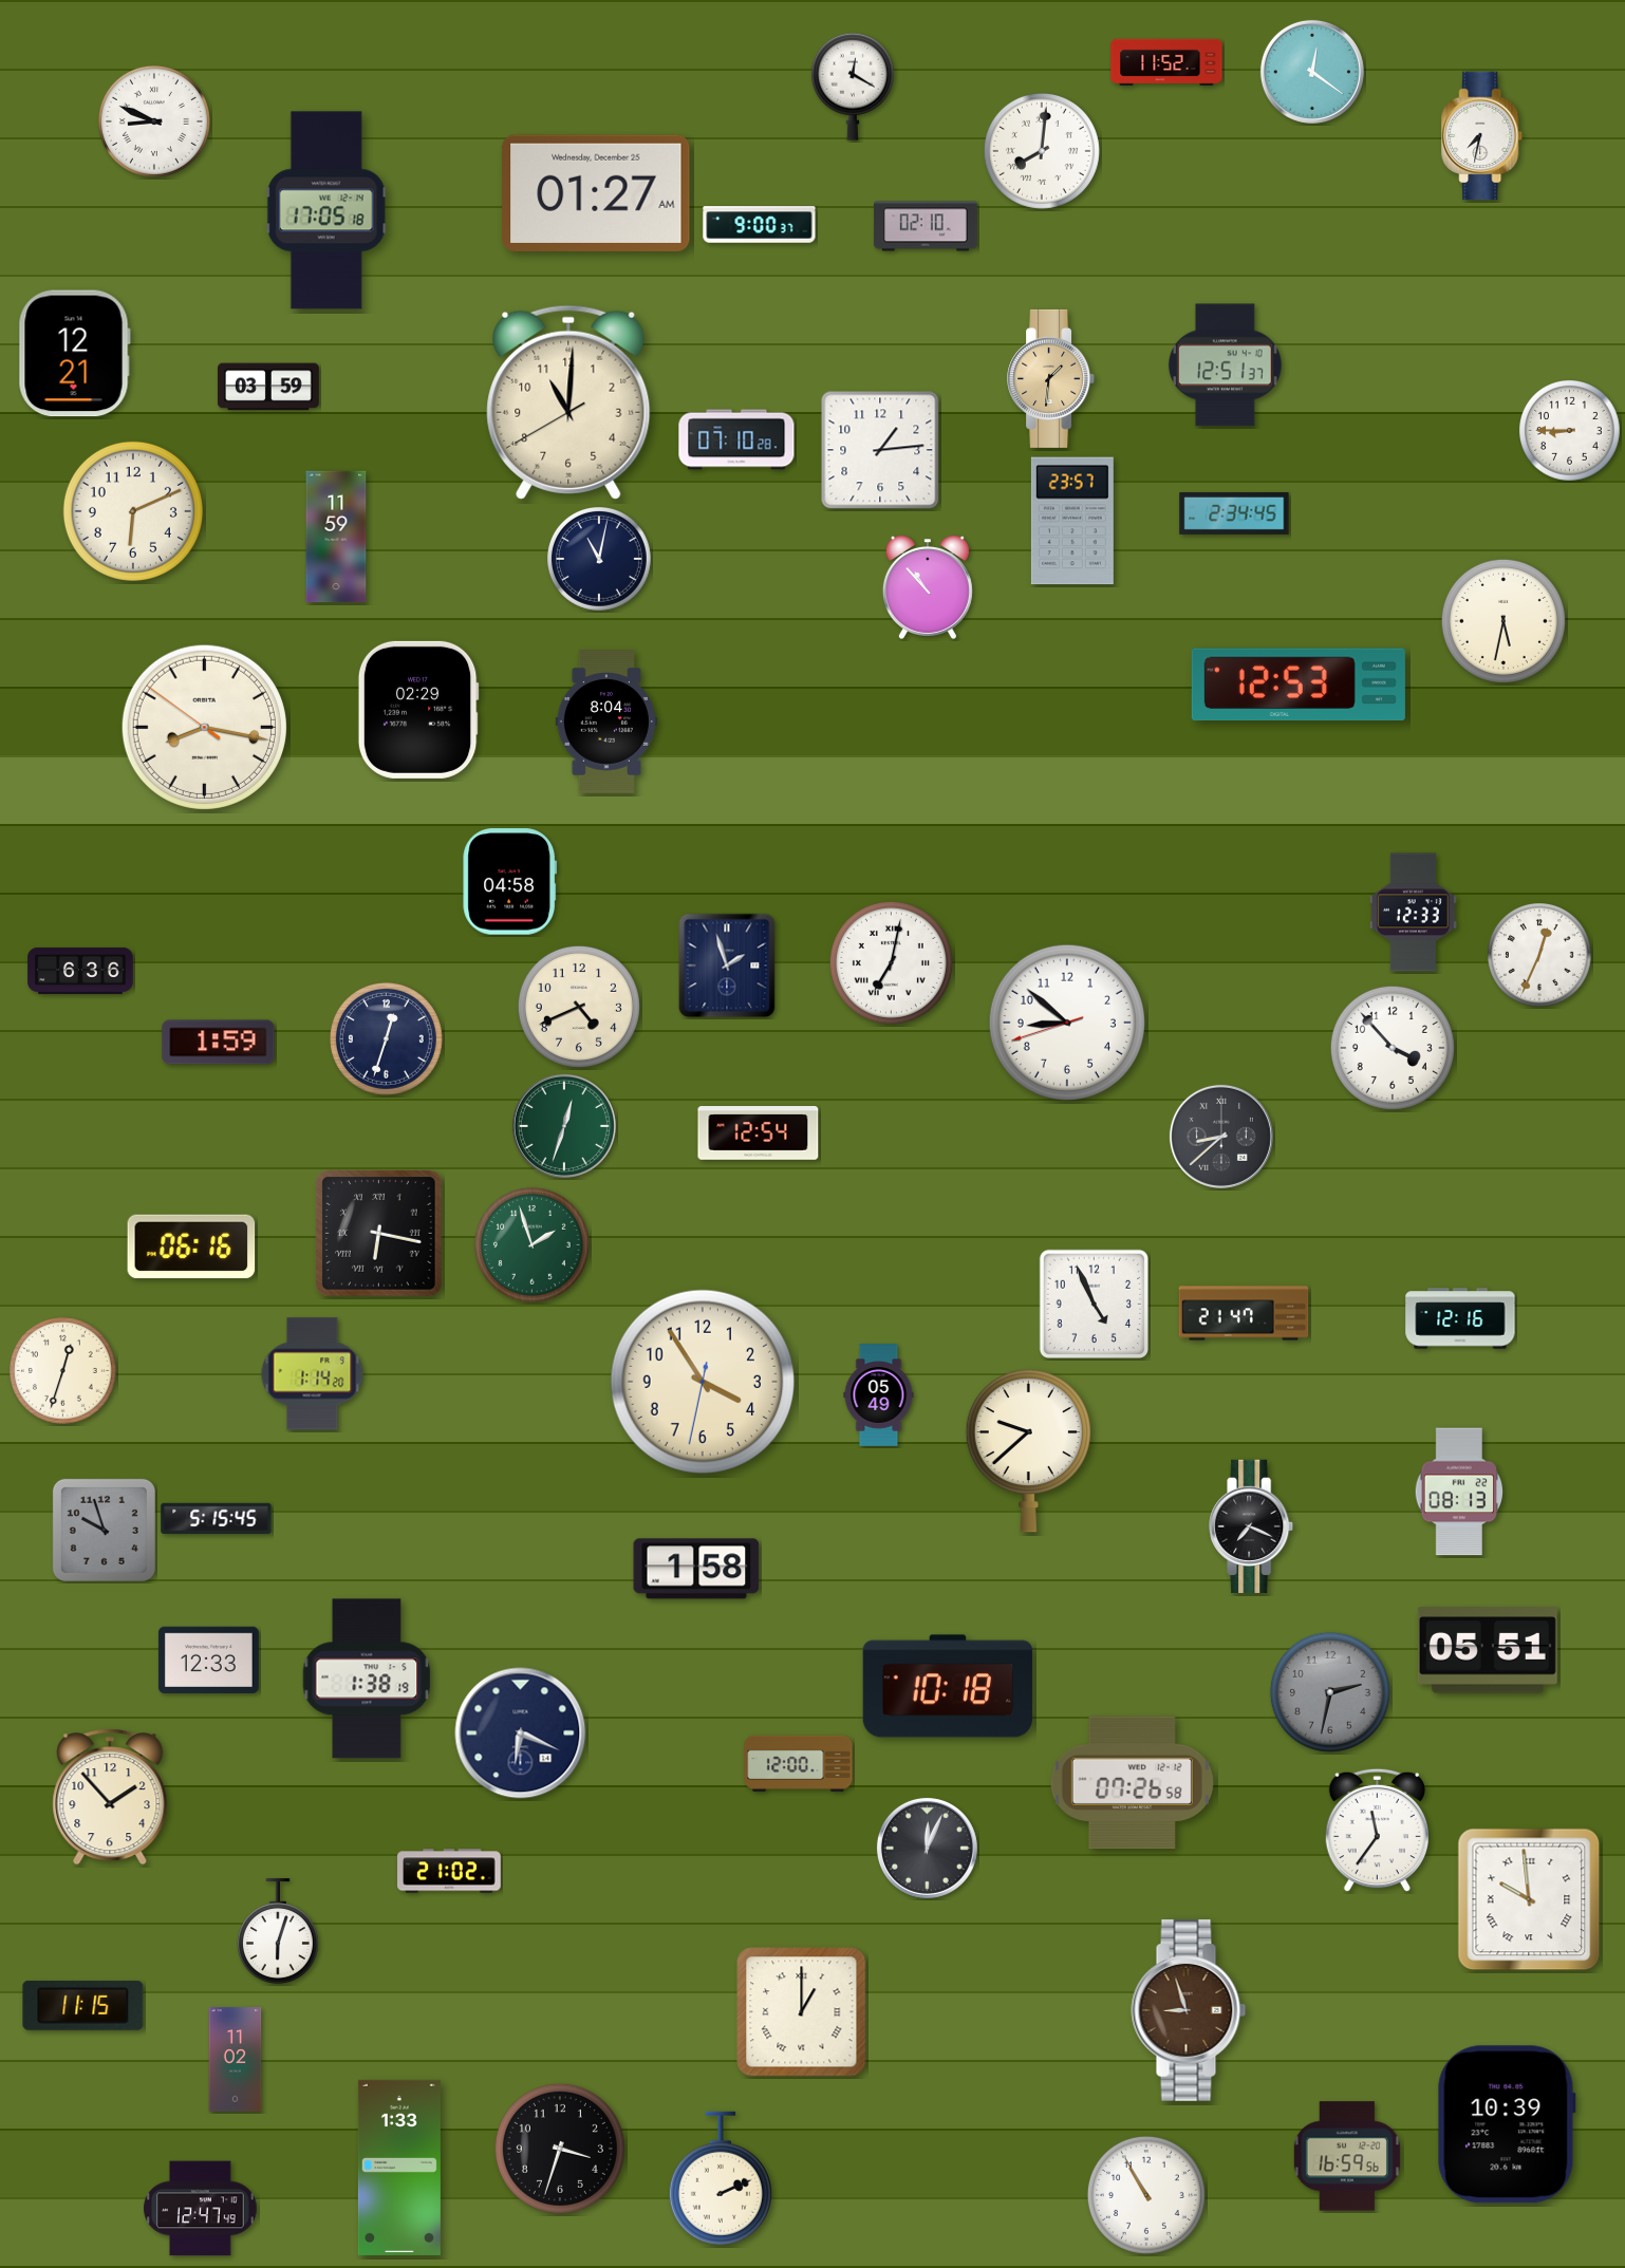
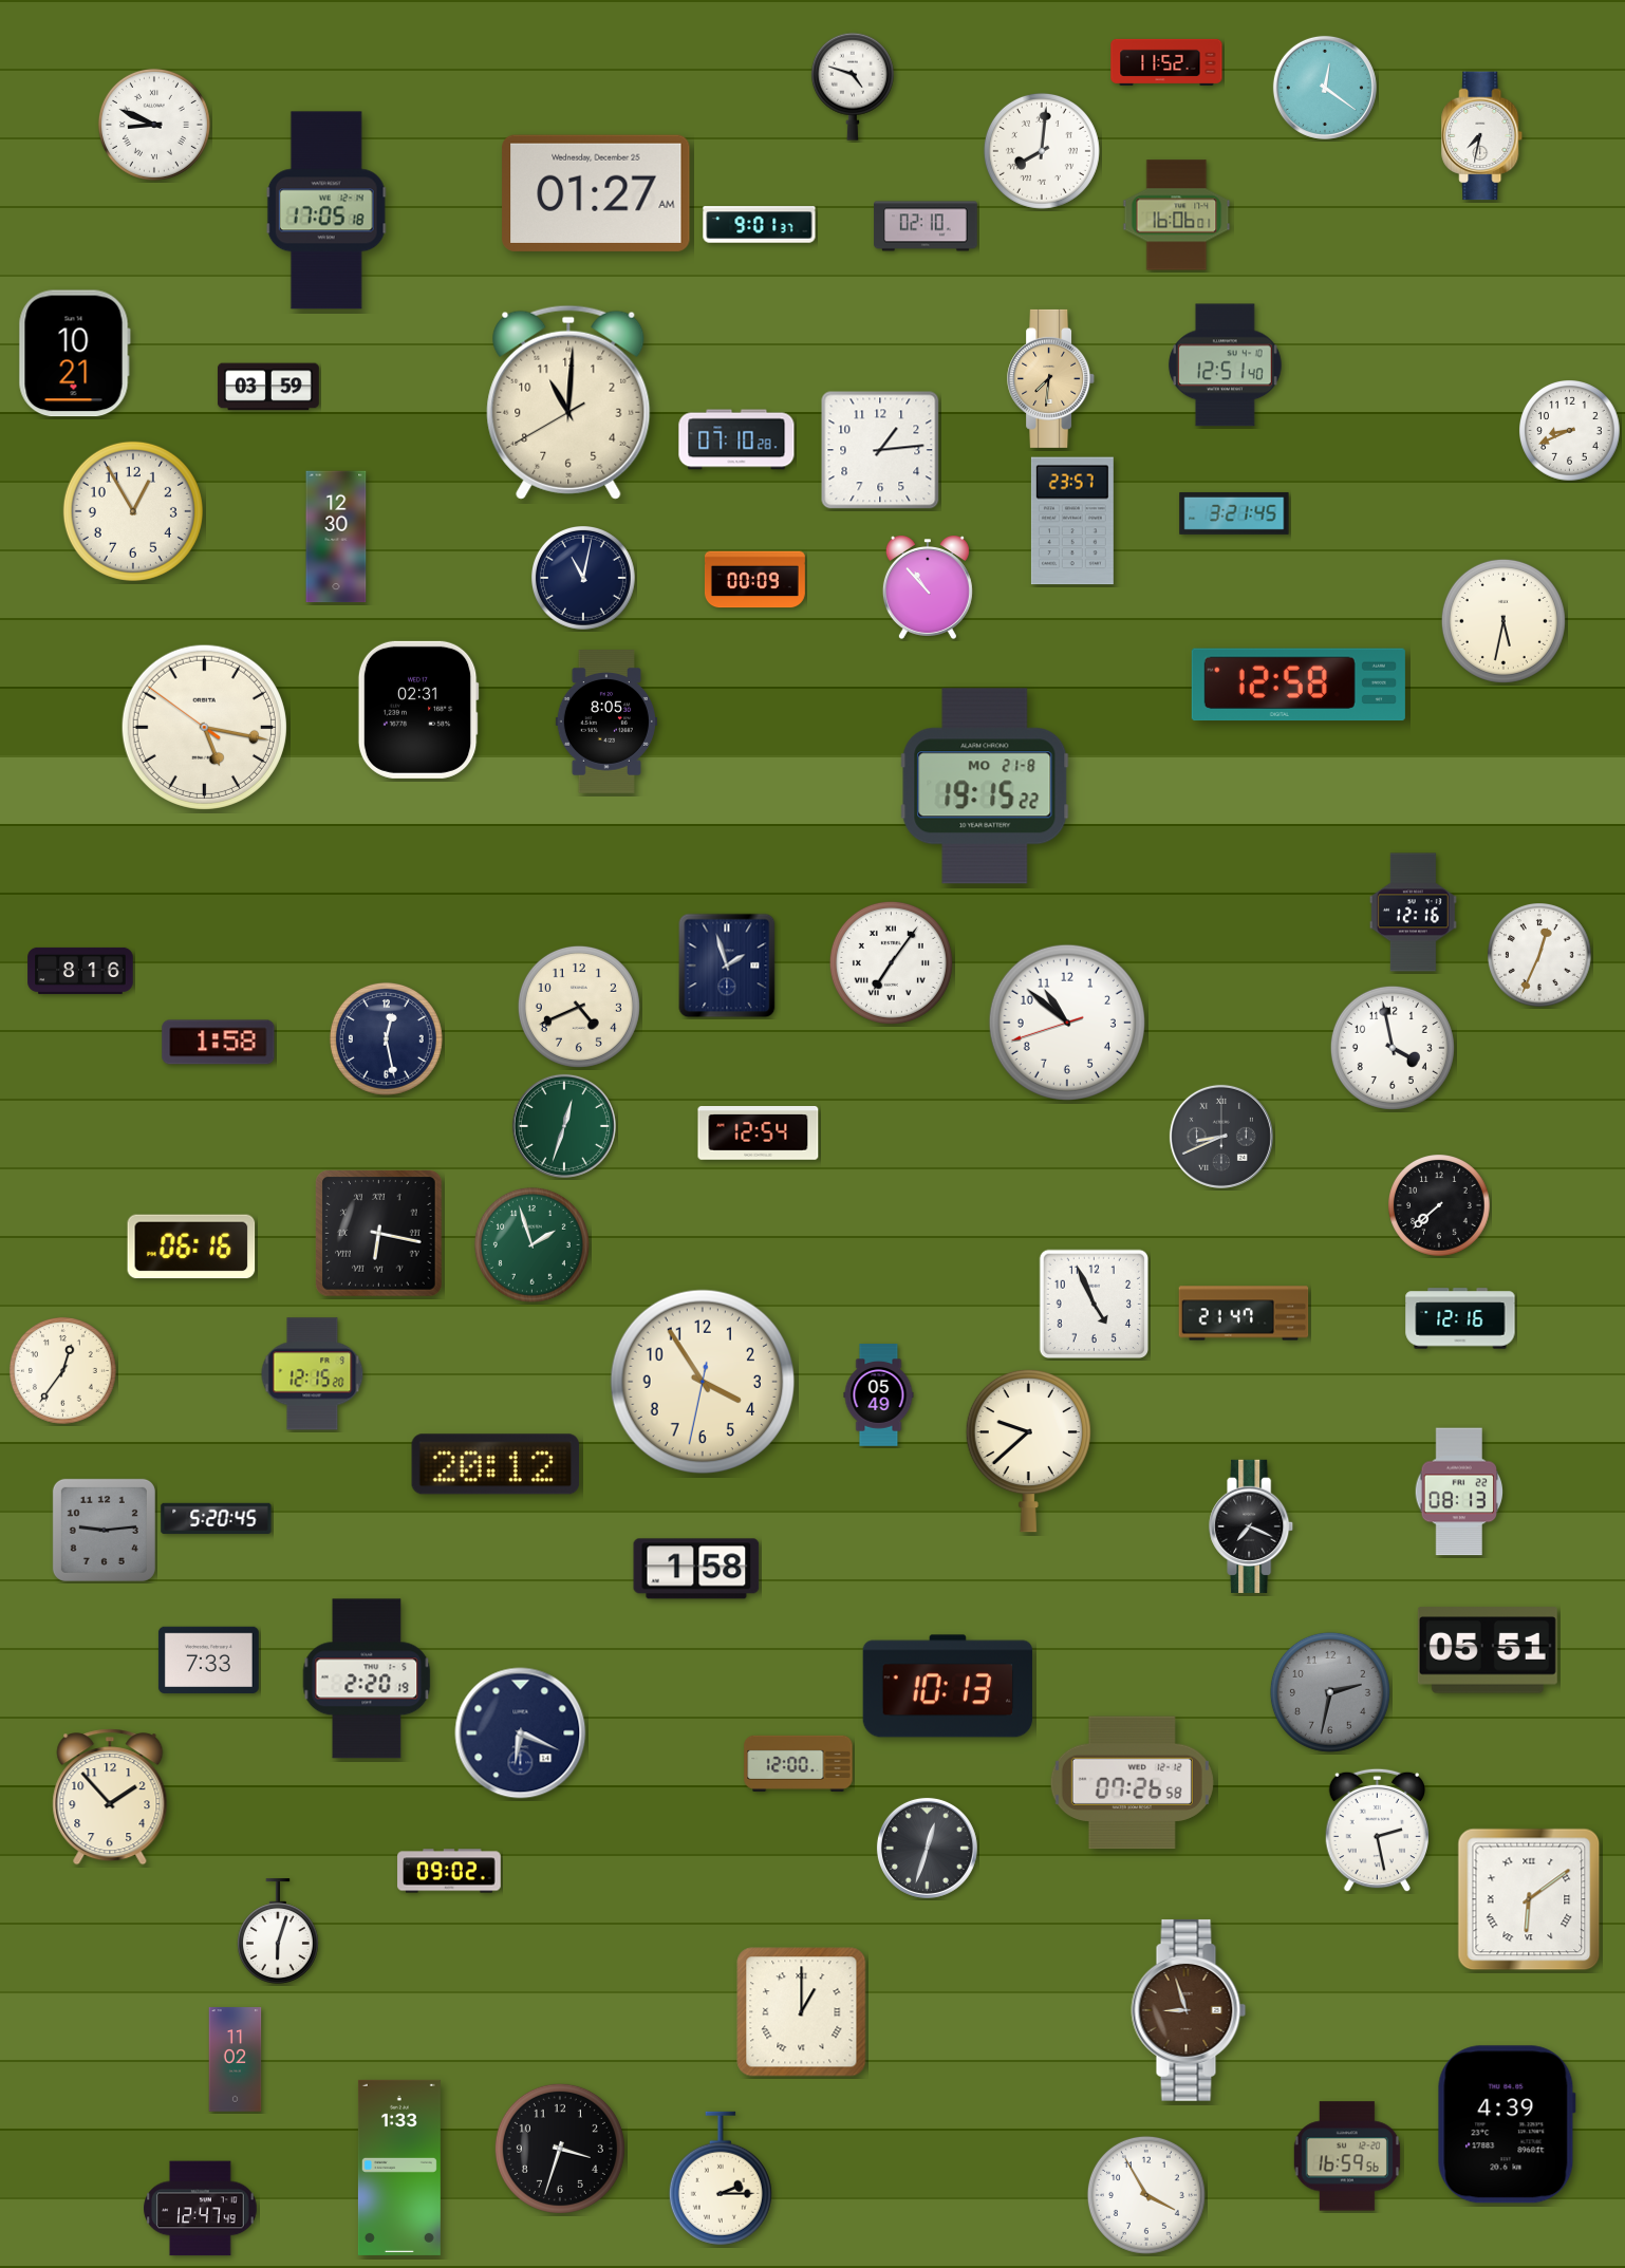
clock at (1312, 72) position: (1312, 72) -> (1325, 88)
clock at (853, 87): 12:20 -> 4:48
clock at (154, 121) position: (154, 121) -> (154, 125)
clock at (1177, 215): none -> 16:06
clock at (760, 225): 9:00 -> 9:01
clock at (74, 354): 12:21 -> 10:21
clock at (1226, 365): 12:51:37 -> 12:51:40
clock at (1051, 378): 1:31 -> 7:31
clock at (1570, 431): 8:45 -> 8:41
clock at (133, 511): 6:11 -> 12:55
clock at (1234, 513): 2:34 -> 3:21
clock at (336, 537): 11:59 -> 12:30
clock at (600, 560) position: (600, 560) -> (584, 579)
clock at (754, 580): none -> 00:09
clock at (1299, 685): 12:53 -> 12:58
clock at (418, 710): 02:29 -> 02:31
clock at (606, 721): 8:04 -> 8:05
clock at (204, 727): 8:16 -> 5:16
clock at (985, 786): none -> 19:15
clock at (510, 882): 04:58 -> none
clock at (1413, 913): 12:33 -> 12:16
clock at (891, 962): 7:02 -> 7:06
clock at (80, 971): 6:36 -> 8:16
clock at (1067, 1023): 8:51 -> 10:51
clock at (386, 1038): 12:33 -> 12:28
clock at (219, 1043): 1:59 -> 1:58
clock at (1393, 1048): 3:53 -> 3:58
clock at (1221, 1137): 8:38 -> 8:41
clock at (1440, 1206): none -> 7:38
clock at (62, 1370): 12:33 -> 12:36
clock at (313, 1374): 1:14 -> 12:15
clock at (496, 1464): none -> 20:12
clock at (217, 1519): 5:15 -> 5:20
clock at (104, 1530): 9:57 -> 9:14
clock at (208, 1660): 12:33 -> 7:33
clock at (367, 1679): 1:38 -> 2:20
clock at (948, 1686): 10:18 -> 10:13
clock at (1377, 1831): 11:36 -> 2:28
clock at (927, 1848): 12:04 -> 12:33
clock at (449, 1871): 21:02 -> 09:02
clock at (1529, 1899): 9:59 -> 6:09
clock at (83, 2005): 11:15 -> none
clock at (1507, 2124): 10:39 -> 4:39
clock at (721, 2178): 2:11 -> 2:15
clock at (1146, 2195): 10:55 -> 3:55
